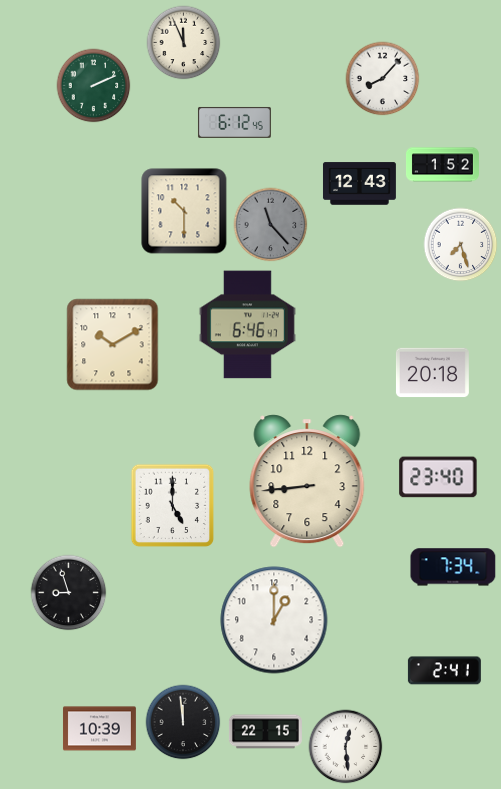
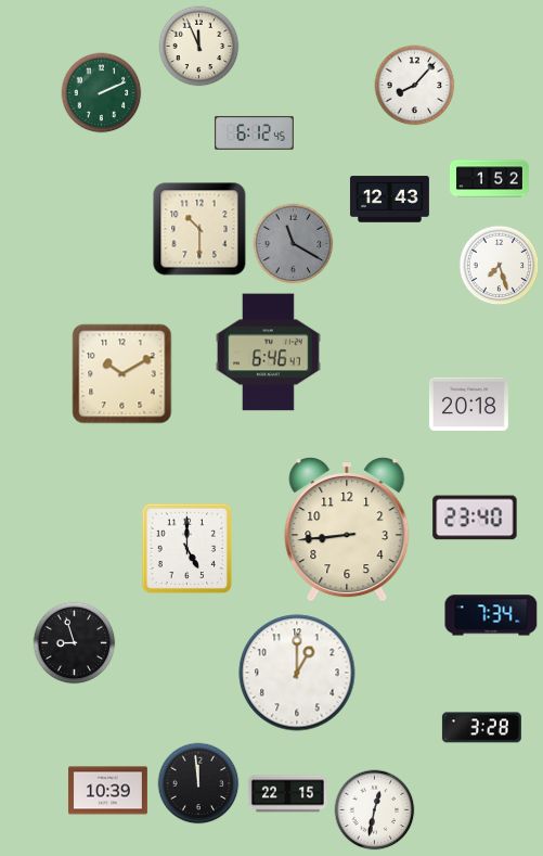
clock at (442, 165) position: (442, 165) -> (489, 179)
clock at (271, 225): 11:23 -> 11:20
clock at (307, 481) position: (307, 481) -> (347, 529)
clock at (444, 671): 2:41 -> 3:28
clock at (346, 747): 12:29 -> 12:32
